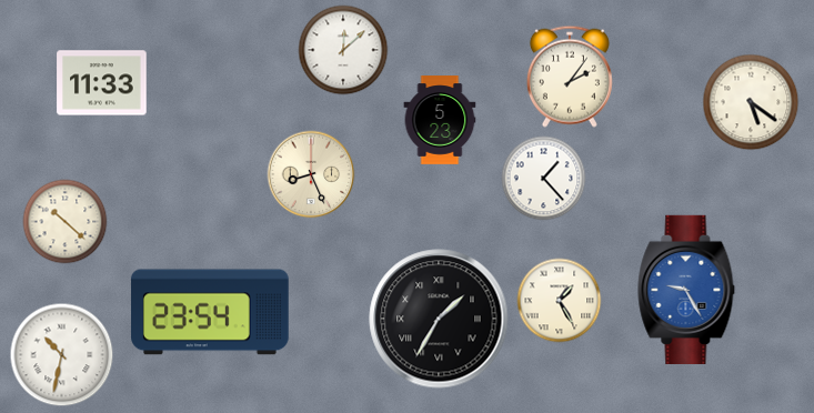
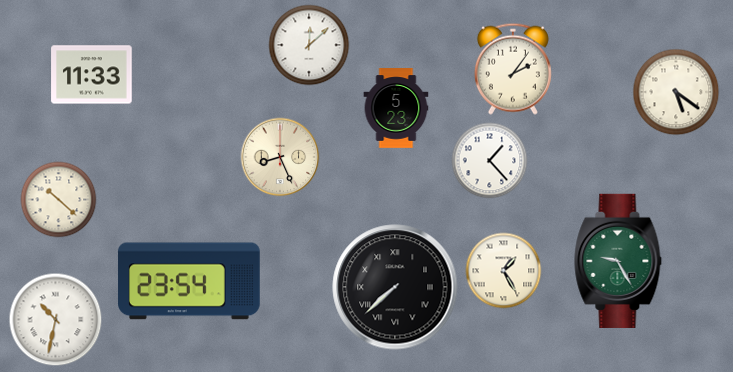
clock at (686, 290) dial: blue -> green
clock at (439, 319): 1:35 -> 7:38
